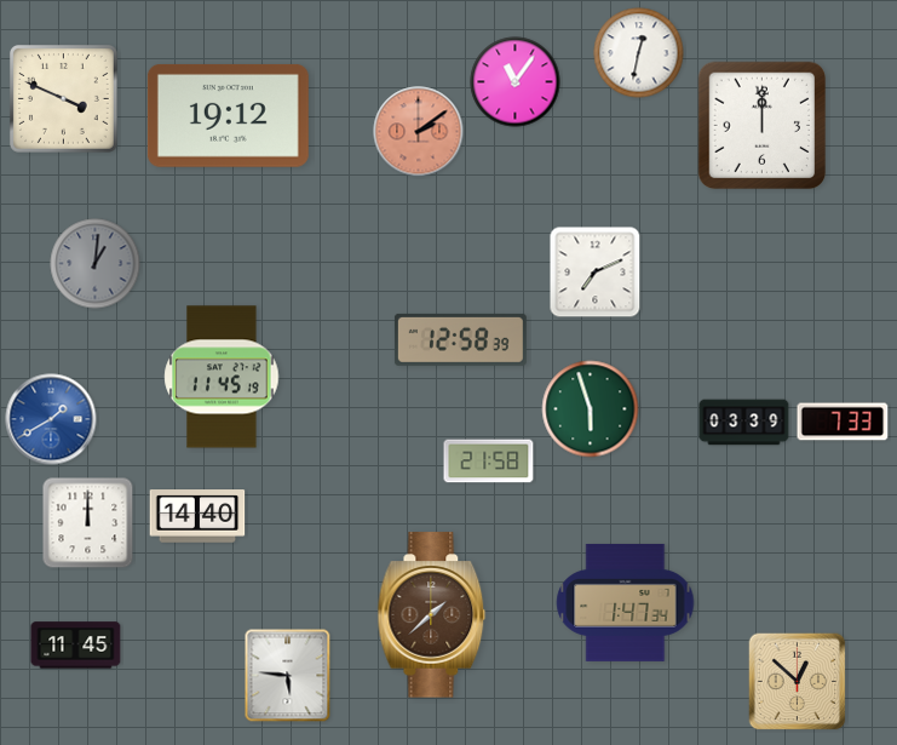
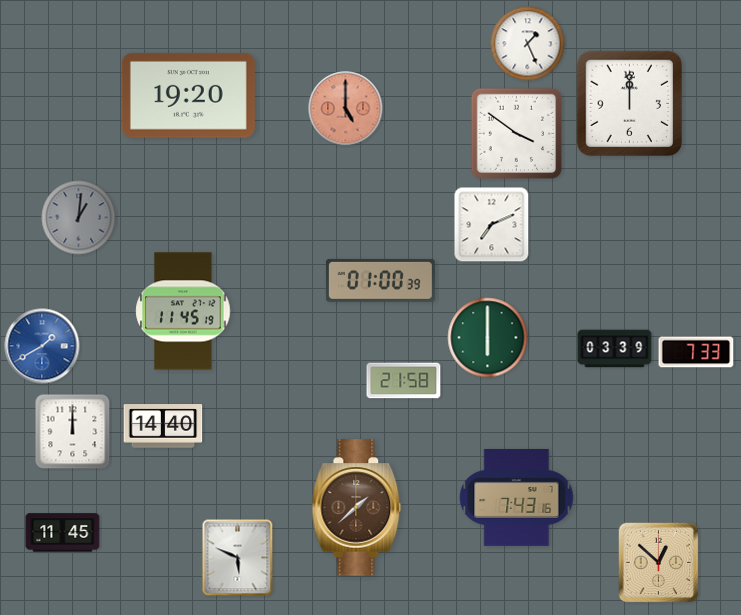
clock at (639, 53): 12:32 -> 1:26
clock at (516, 82): 11:06 -> none
clock at (64, 99): 3:49 -> none
clock at (228, 115): 19:12 -> 19:20
clock at (419, 132): 2:09 -> 5:00
clock at (517, 134): none -> 3:51
clock at (460, 339): 12:58 -> 01:00
clock at (591, 409): 5:57 -> 6:00
clock at (843, 422) position: (843, 422) -> (696, 352)
clock at (626, 602): 1:47 -> 7:43
clock at (288, 676): 5:46 -> 5:49
